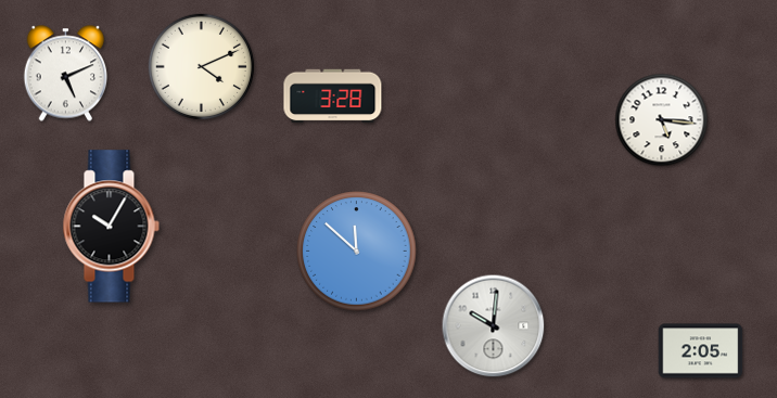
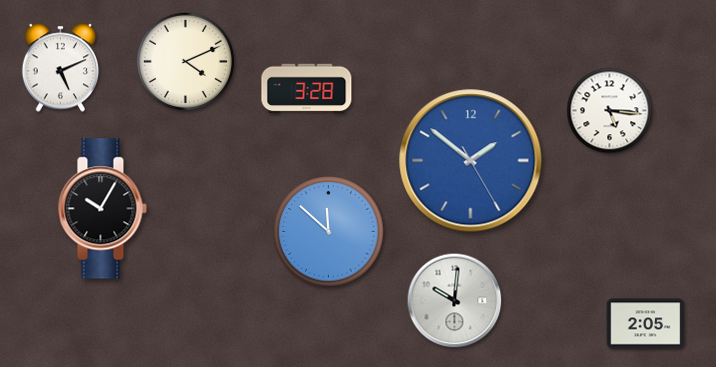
clock at (471, 161): none -> 1:51
